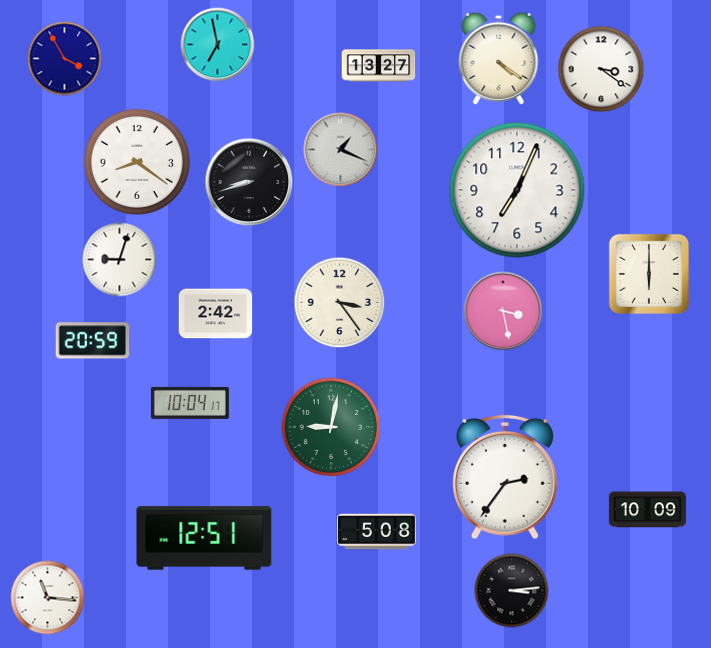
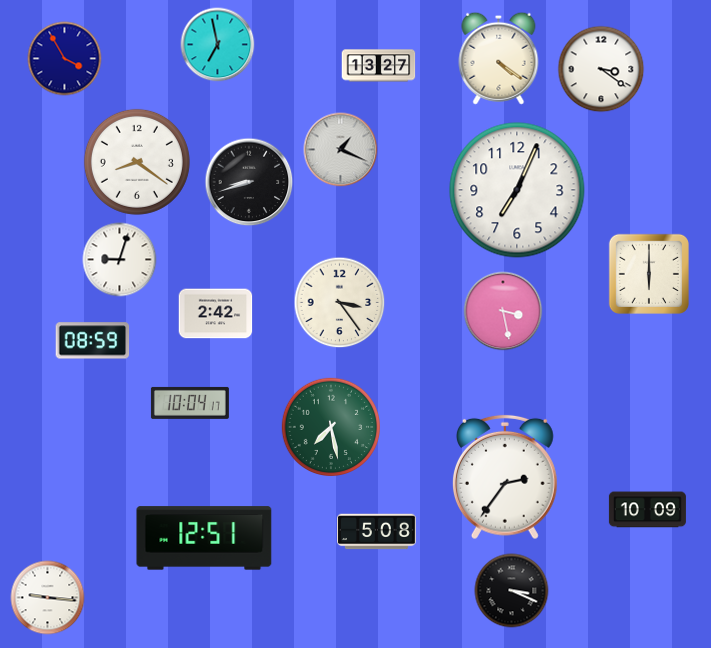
clock at (93, 341): 20:59 -> 08:59
clock at (330, 426): 9:02 -> 7:28
clock at (512, 591): 3:14 -> 3:19
clock at (48, 598): 11:16 -> 9:16
